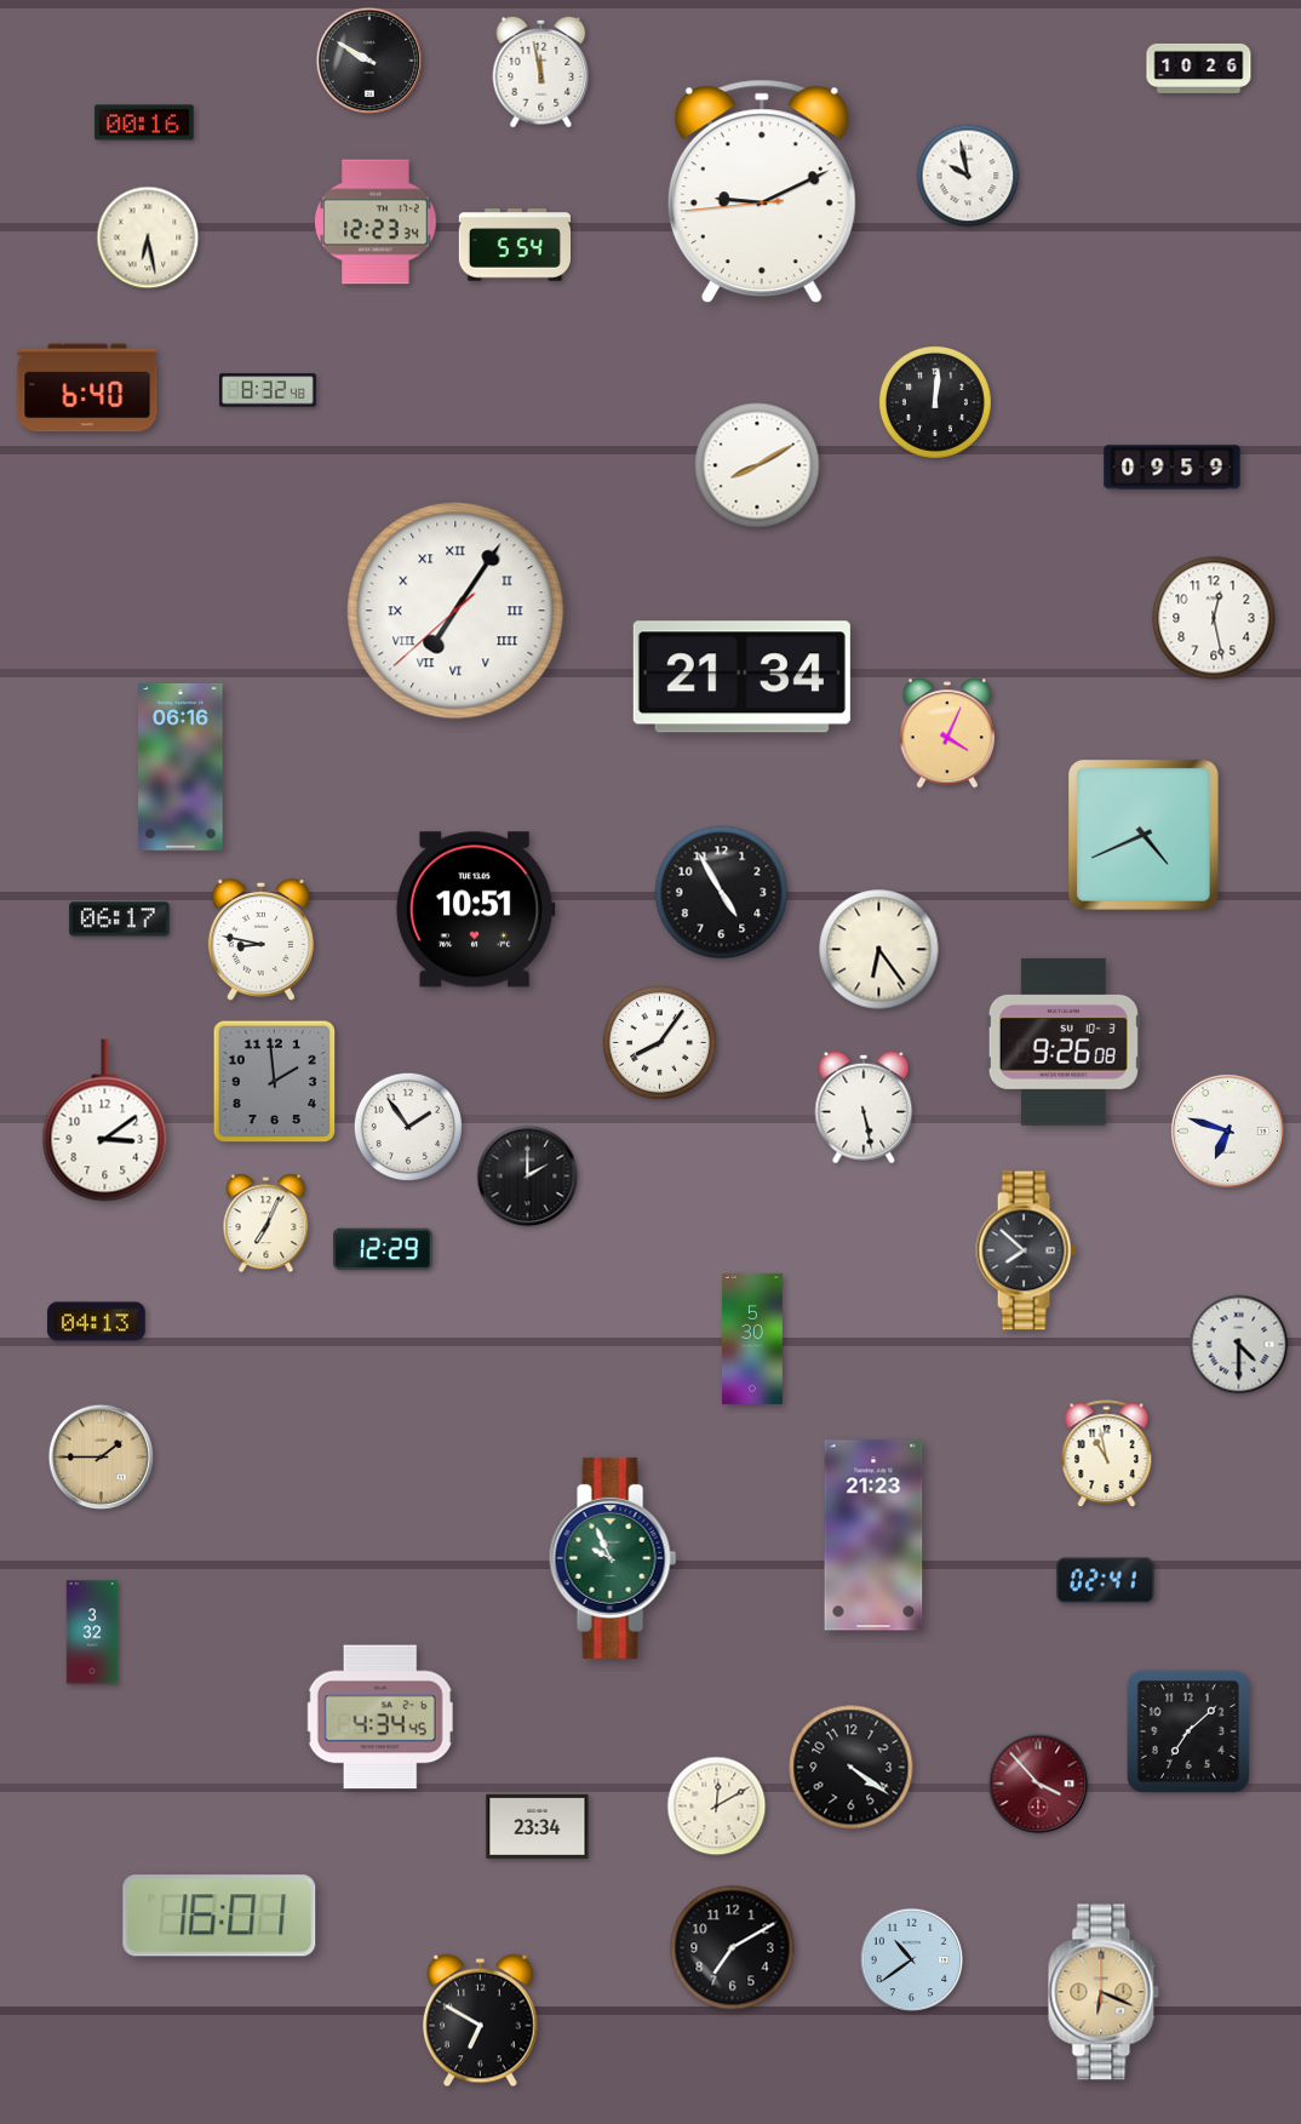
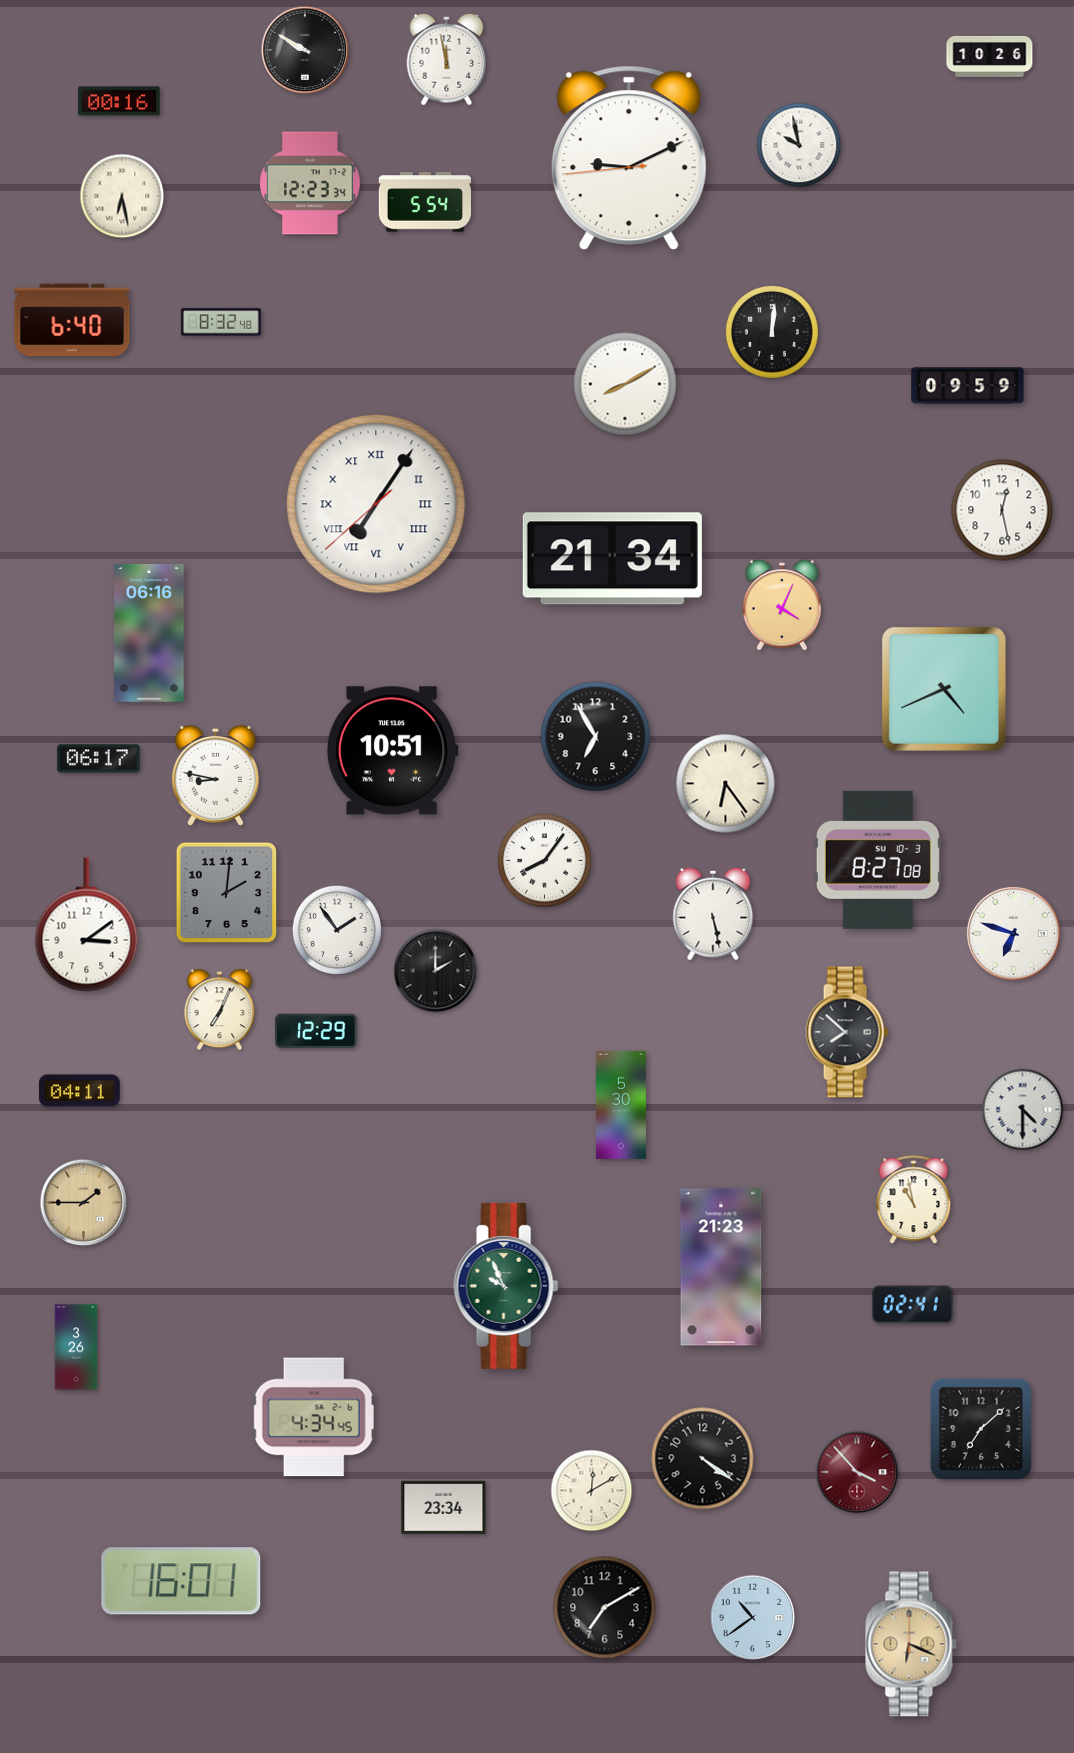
clock at (722, 893): 4:55 -> 6:55
clock at (1064, 1042): 9:26 -> 8:27
clock at (275, 1082): 1:59 -> 2:01
clock at (97, 1322): 04:13 -> 04:11
clock at (92, 1632): 3:32 -> 3:26
clock at (481, 2021): 6:50 -> none
